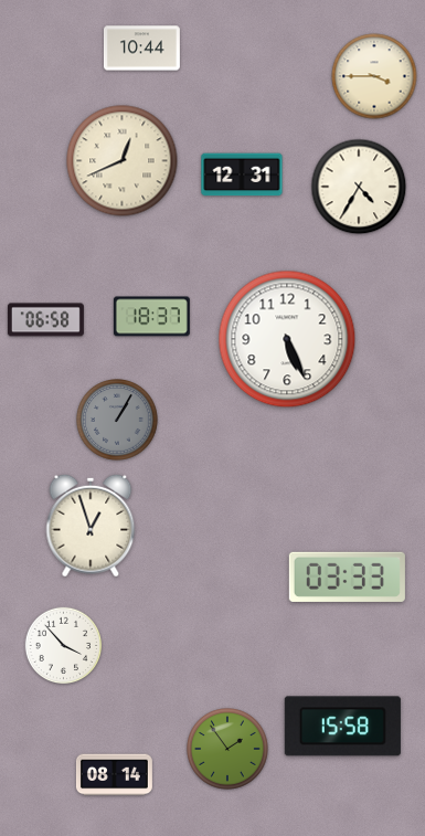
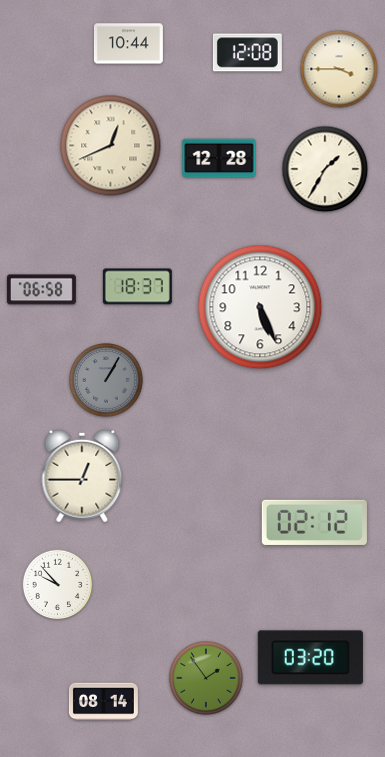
clock at (247, 53): none -> 12:08
clock at (242, 174): 12:31 -> 12:28
clock at (359, 187): 4:35 -> 1:35
clock at (91, 526): 12:57 -> 12:45
clock at (347, 576): 03:33 -> 02:12
clock at (64, 646): 3:53 -> 9:53
clock at (342, 727): 15:58 -> 03:20
